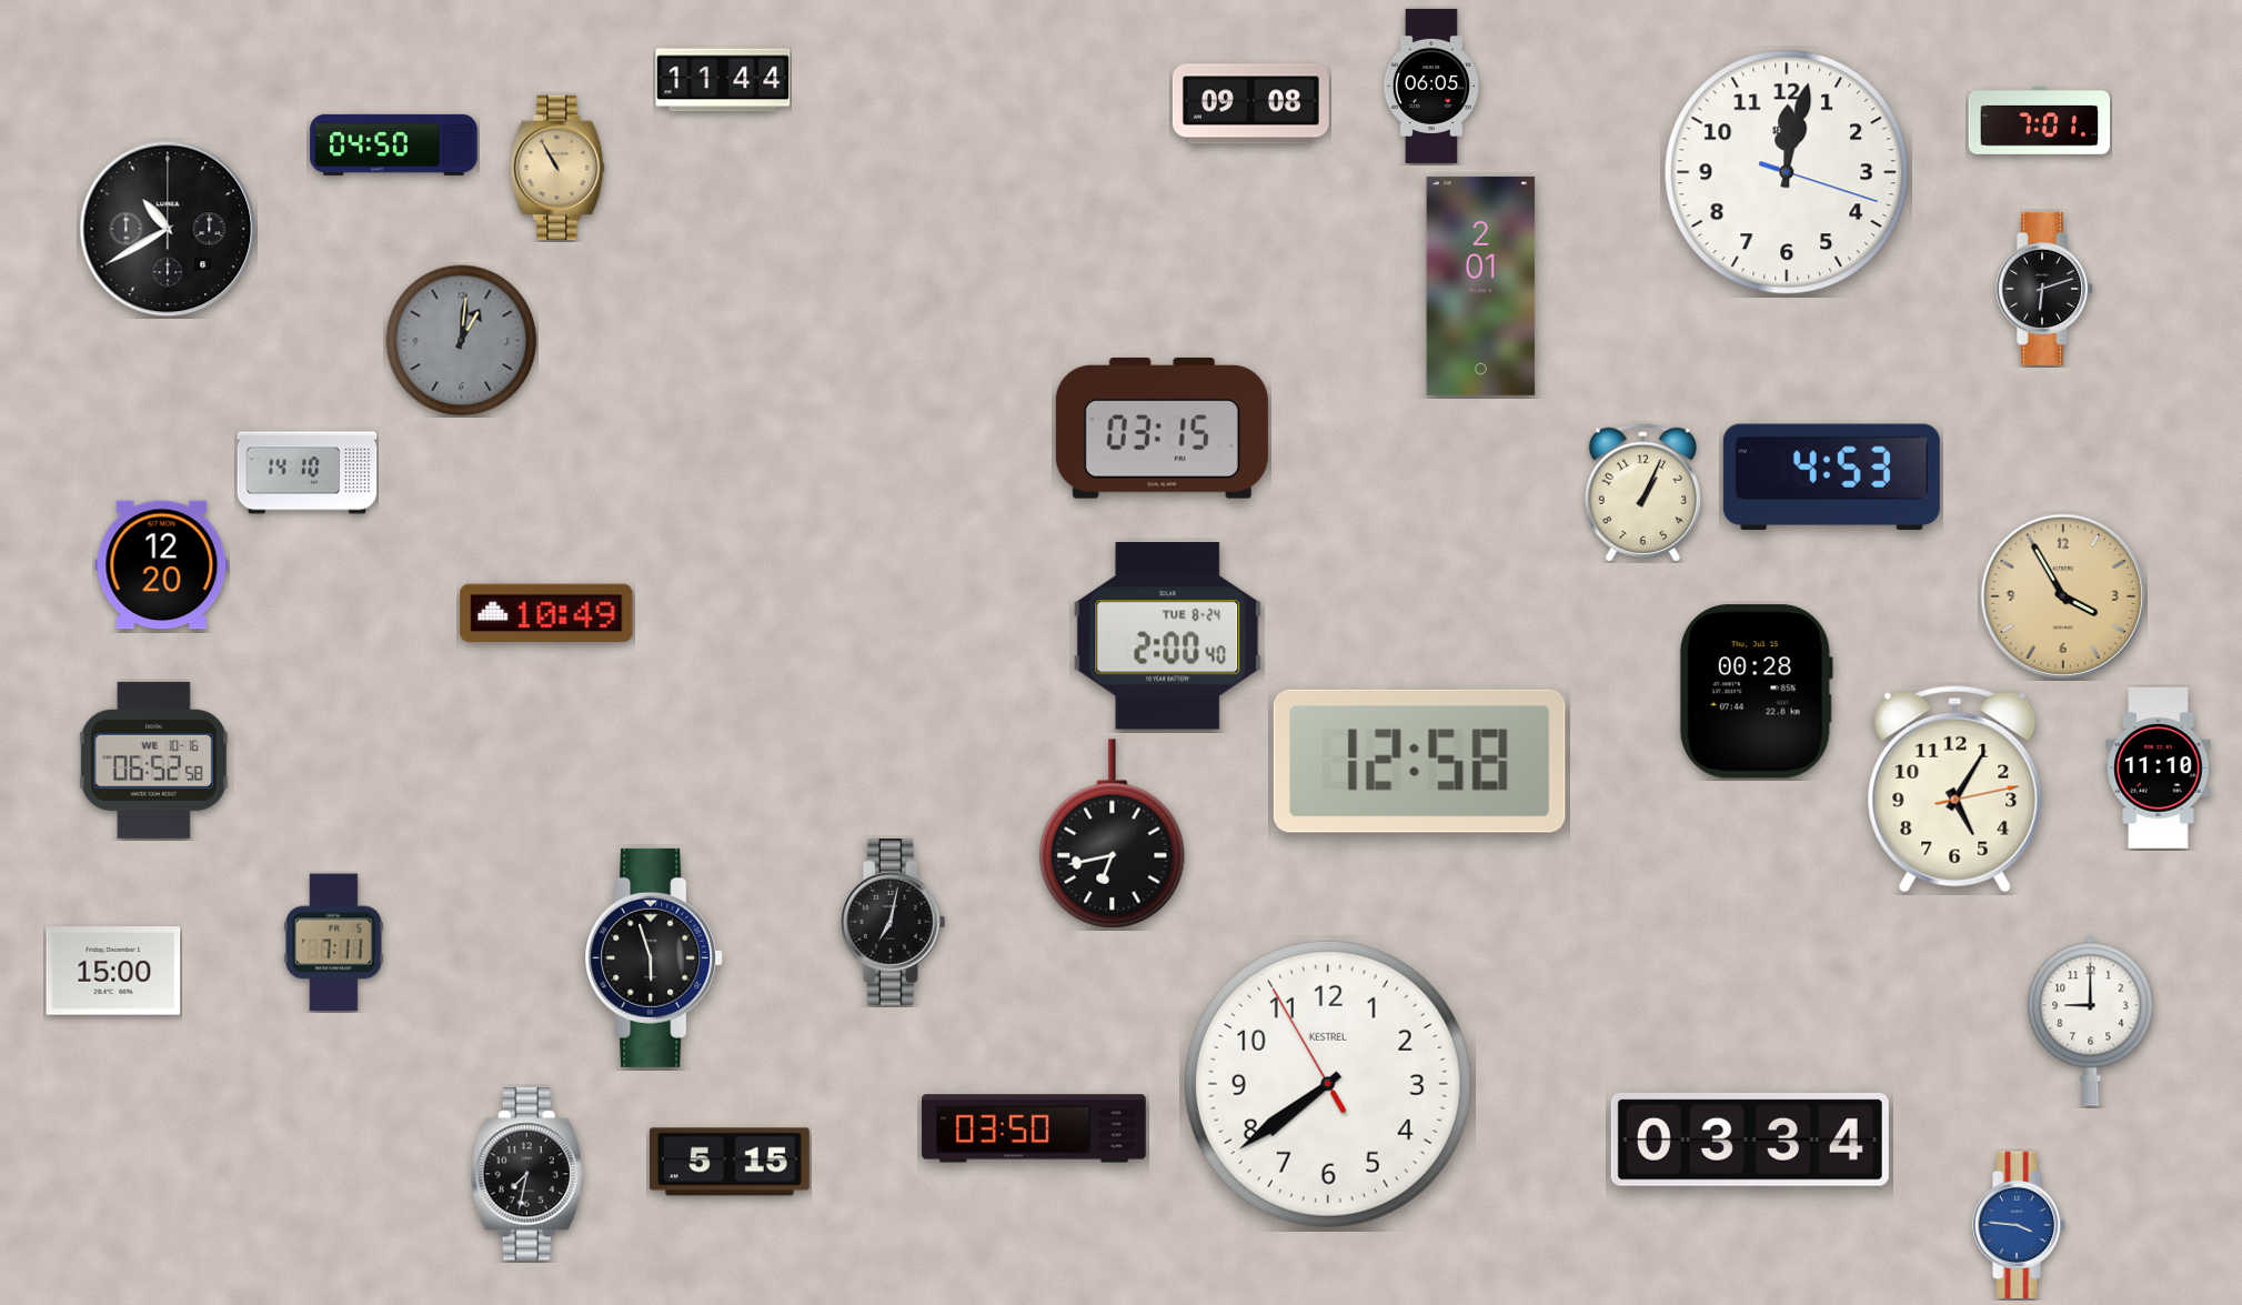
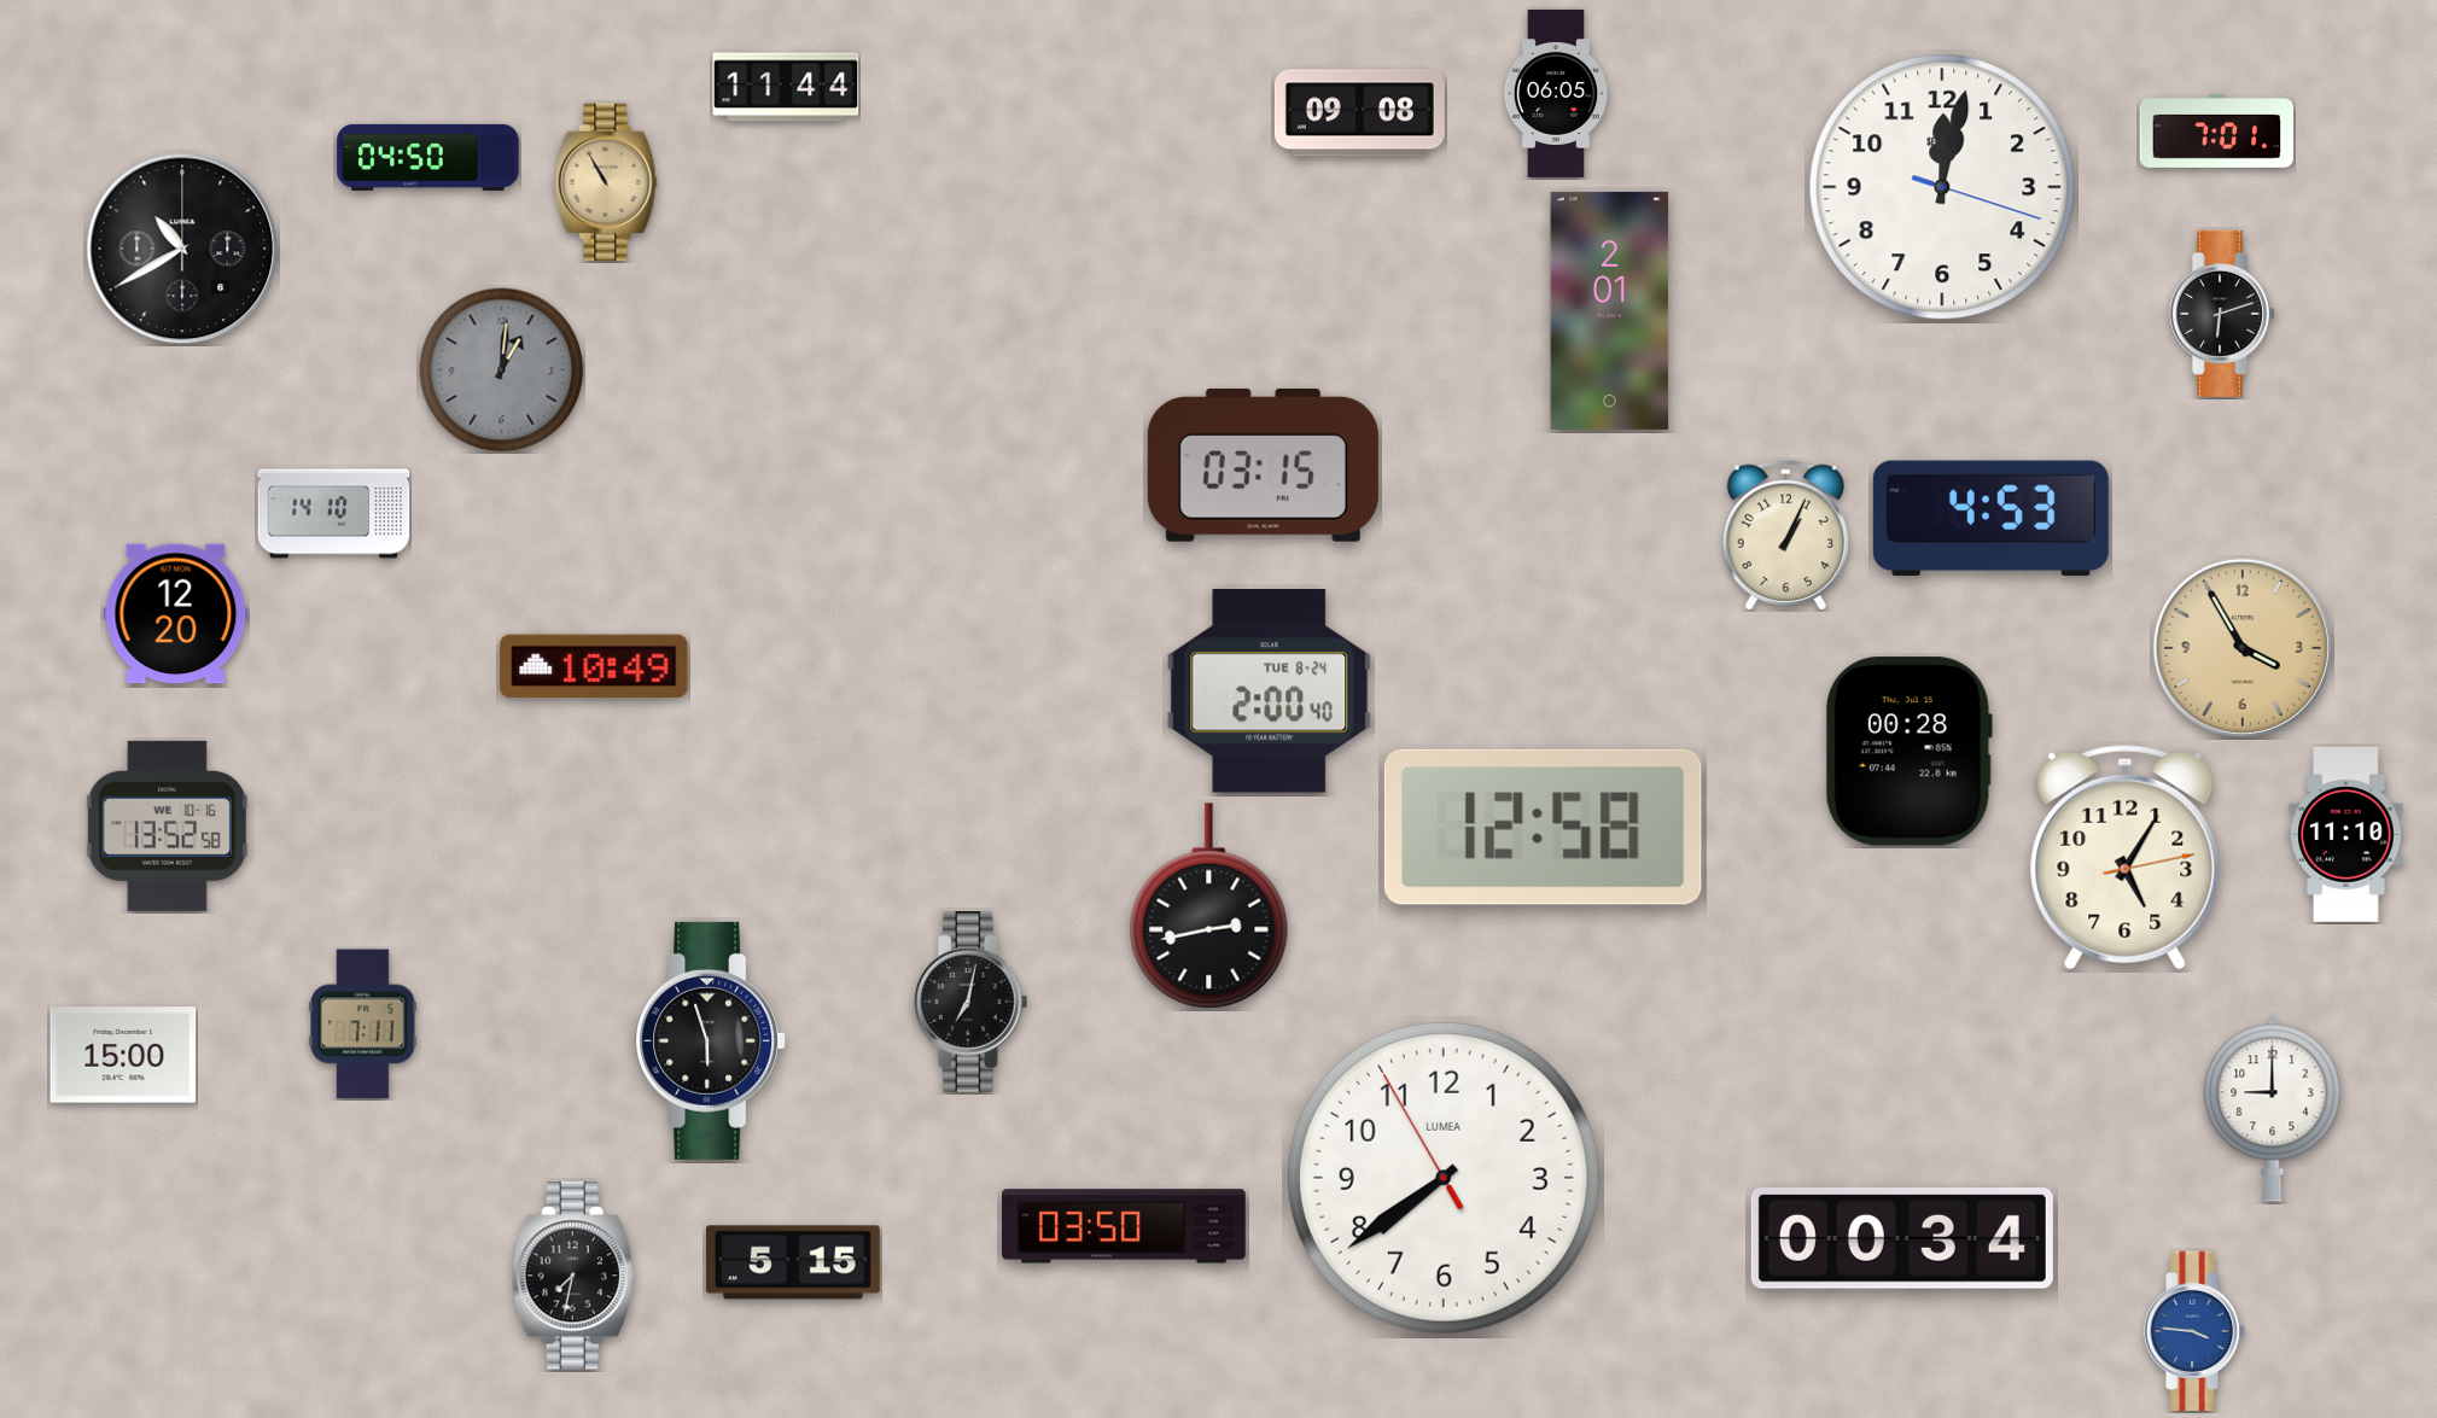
clock at (153, 760): 06:52 -> 13:52
clock at (1113, 834): 6:43 -> 2:43
clock at (1328, 1084) brand: KESTREL -> LUMEA
clock at (1750, 1141): 03:34 -> 00:34
